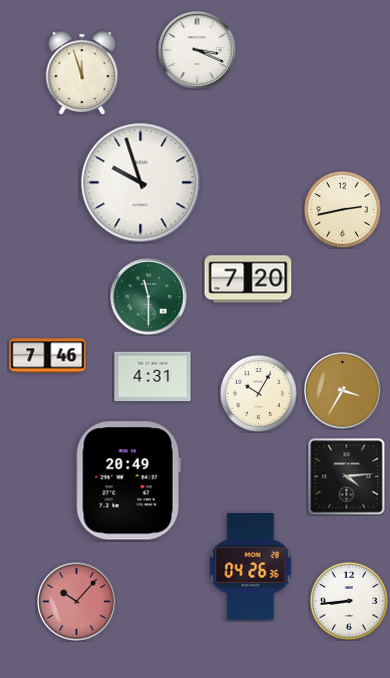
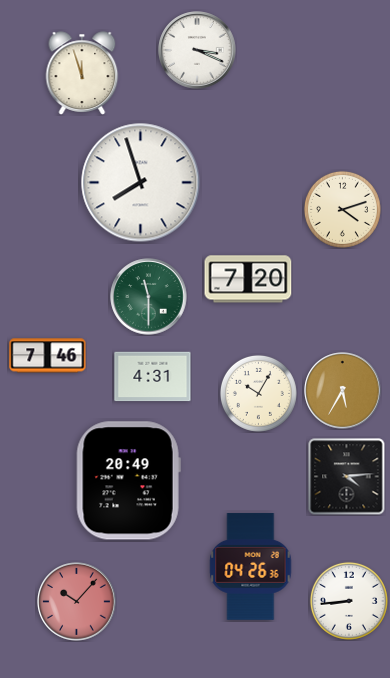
clock at (141, 183): 9:57 -> 7:57
clock at (342, 209): 2:43 -> 4:12
clock at (343, 391): 3:35 -> 5:35
